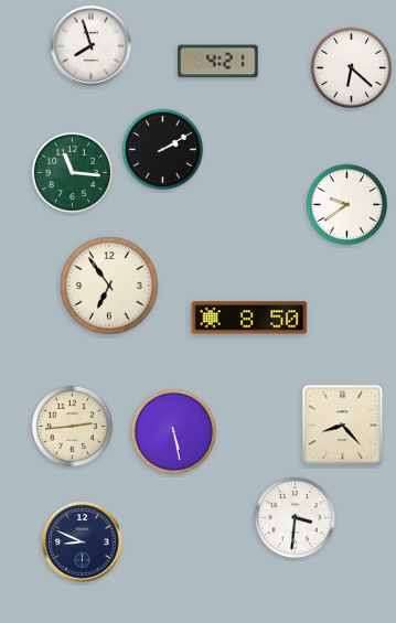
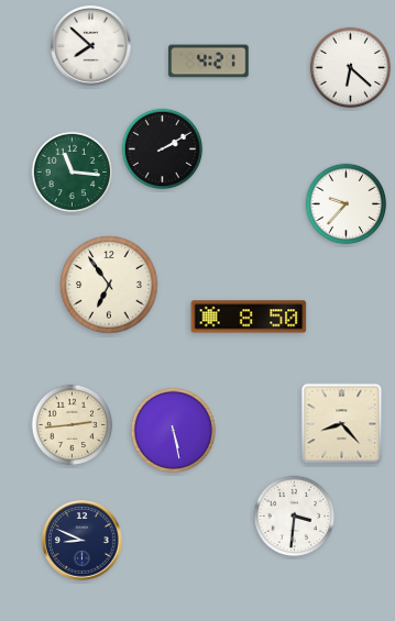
clock at (92, 46): 7:57 -> 7:52
clock at (218, 62) position: (218, 62) -> (209, 62)
clock at (347, 205): 9:39 -> 9:37
